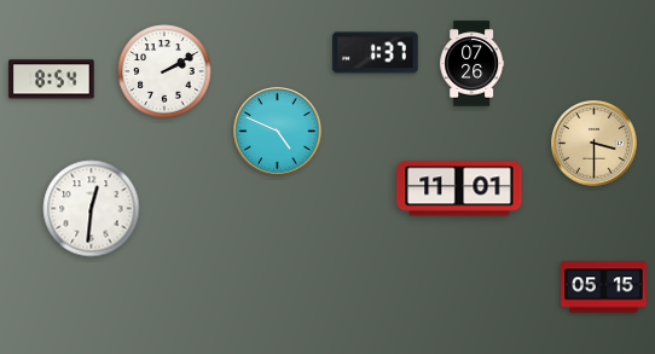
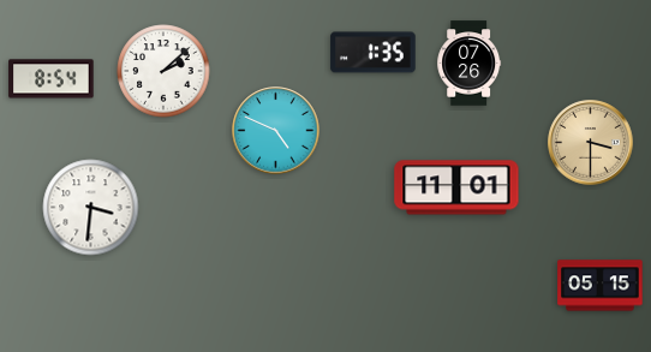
clock at (376, 53): 1:37 -> 1:35
clock at (164, 71): 2:10 -> 2:08
clock at (92, 209): 12:31 -> 3:31
